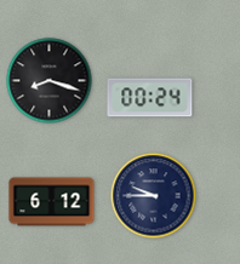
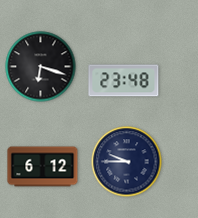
clock at (50, 81): 8:18 -> 6:18
clock at (150, 98): 00:24 -> 23:48
